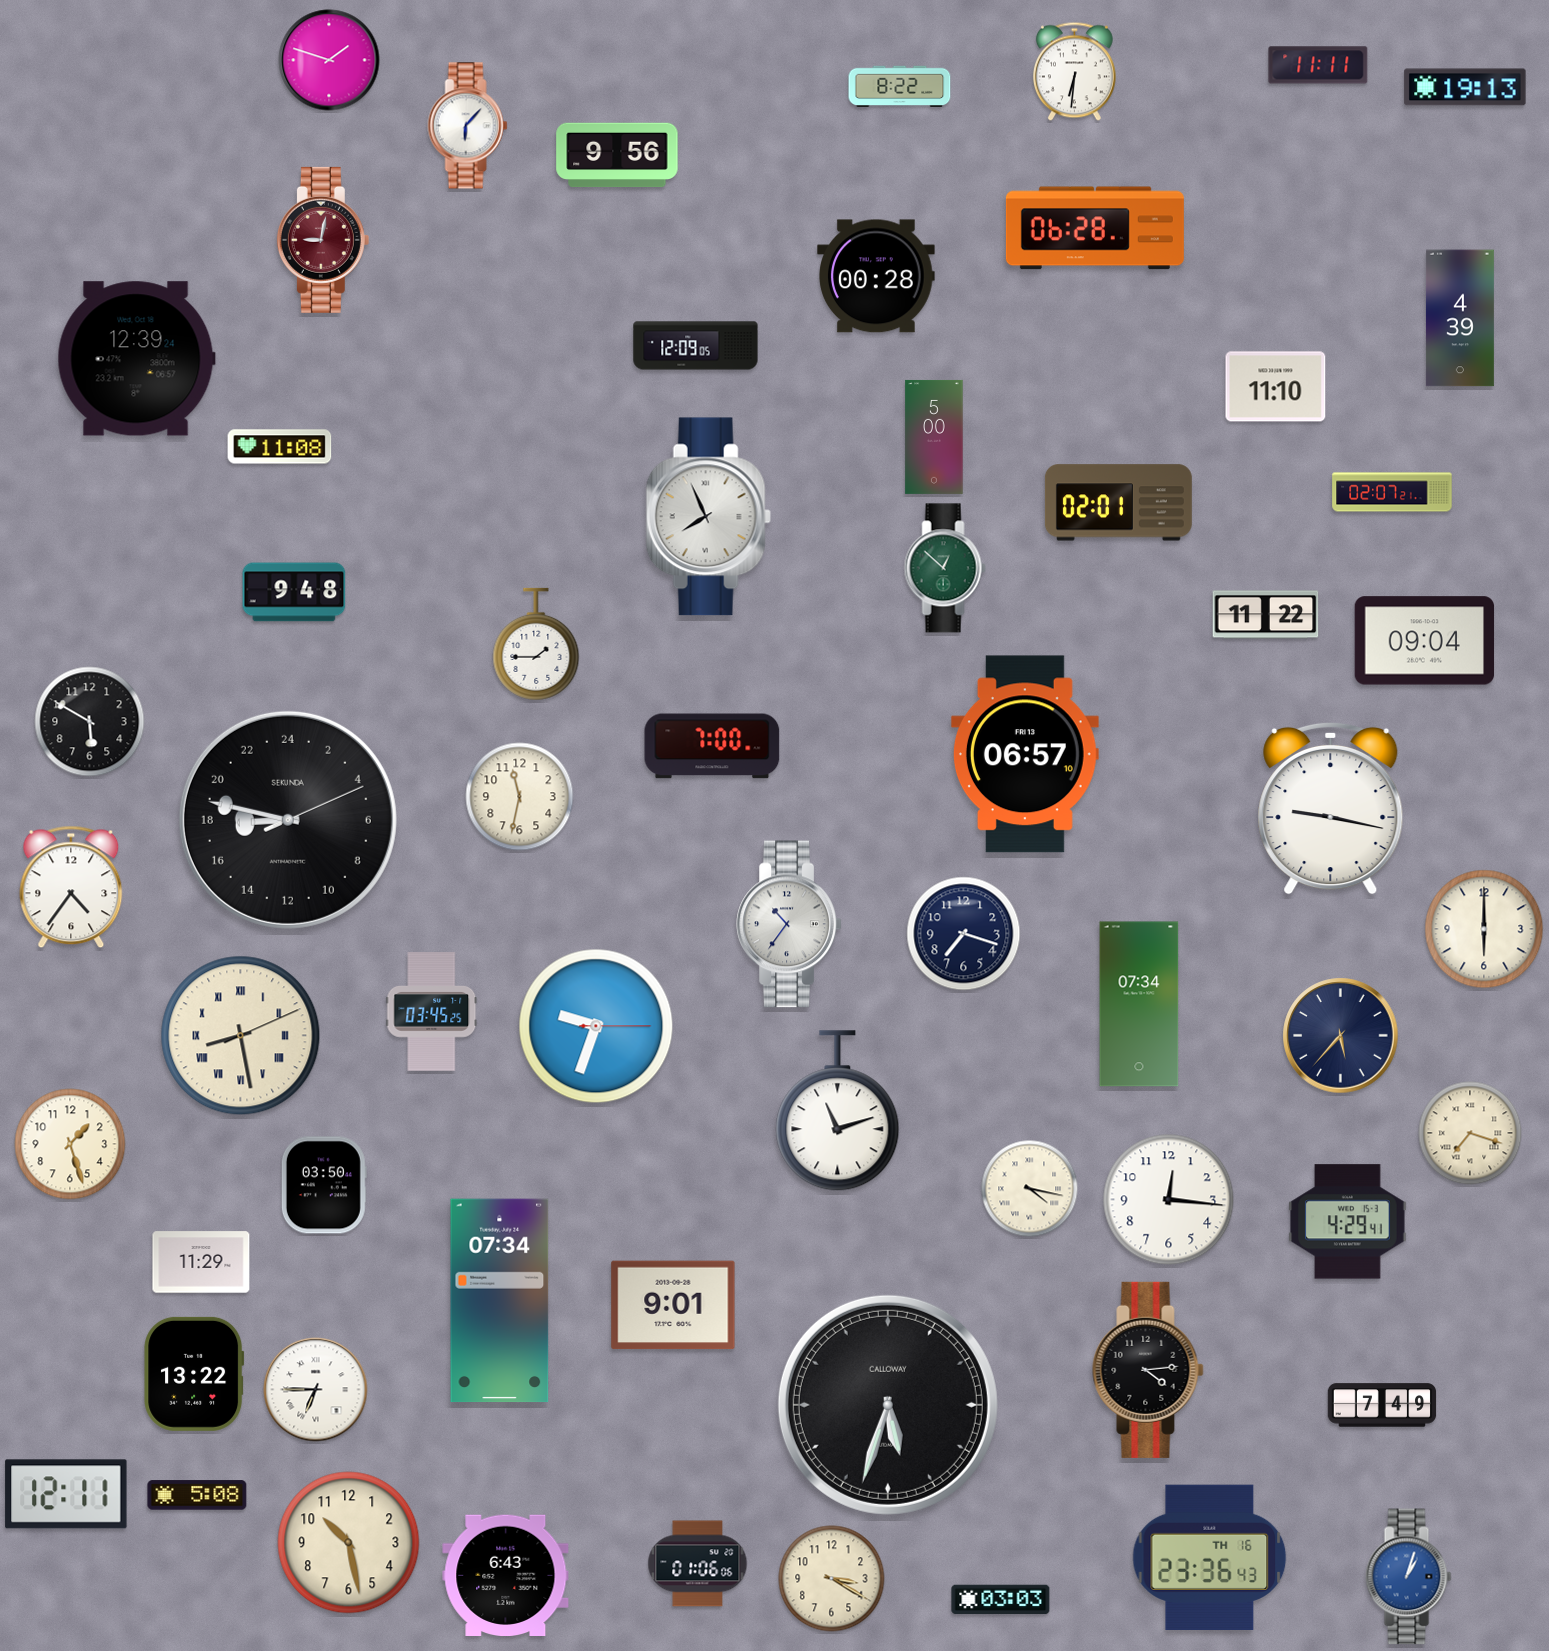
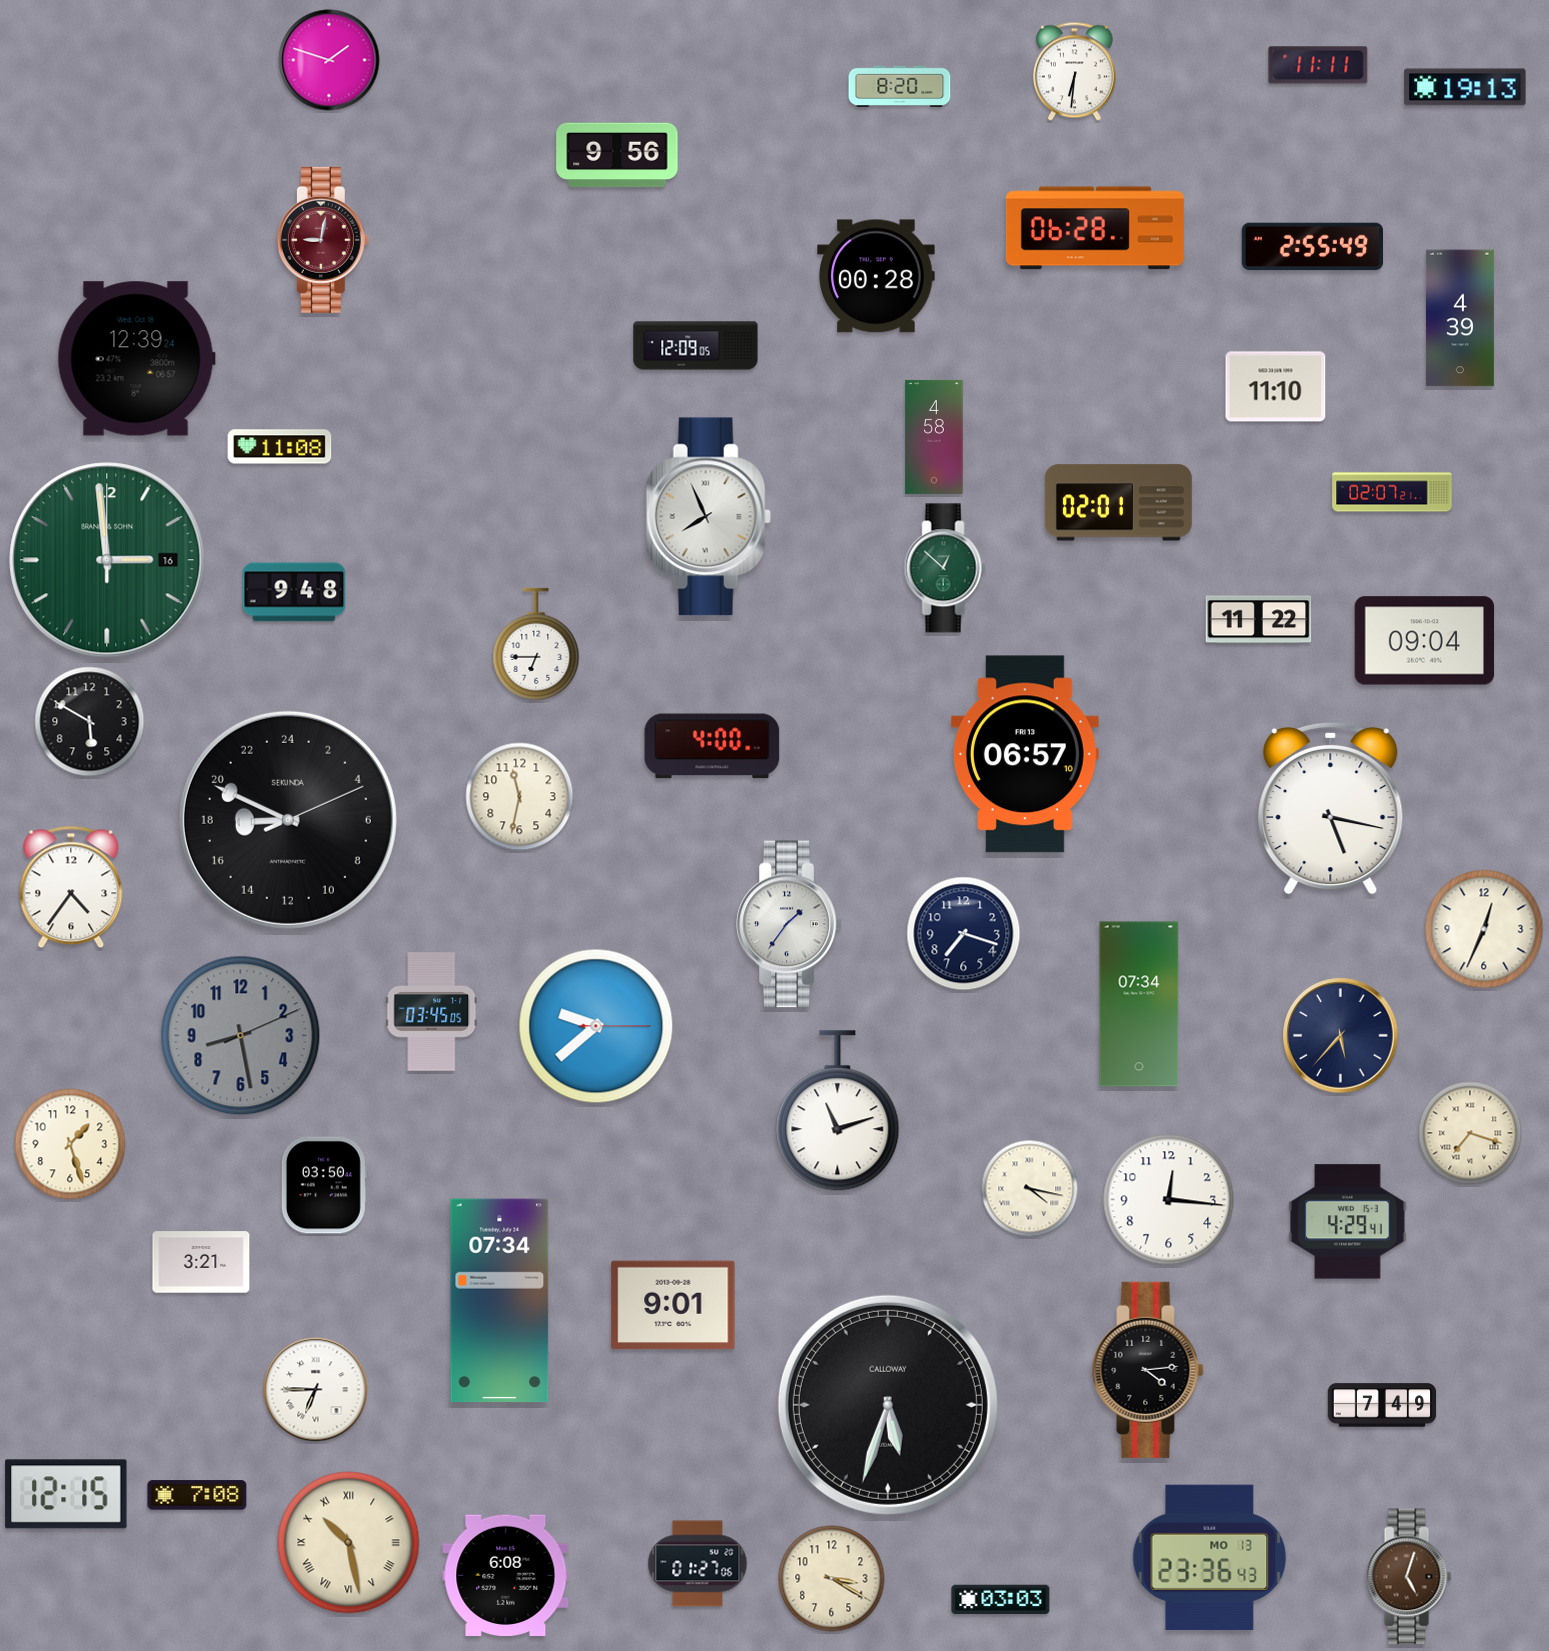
clock at (900, 86): 8:22 -> 8:20
clock at (468, 126): 6:07 -> none
clock at (1312, 247): none -> 2:55
clock at (934, 437): 5:00 -> 4:58
clock at (107, 560): none -> 2:59
clock at (1266, 615) position: (1266, 615) -> (1259, 620)
clock at (536, 644): 1:45 -> 6:45
clock at (712, 746): 7:00 -> 4:00
clock at (1331, 808): 9:17 -> 5:17
clock at (288, 820): 17:47 -> 17:49
clock at (789, 924): 10:36 -> 1:36
clock at (1484, 929): 6:00 -> 12:34
clock at (432, 1012): 03:45:25 -> 03:45:05
clock at (596, 1026): 9:33 -> 9:38
clock at (241, 1036) dial: cream -> grey
clock at (241, 1036) numerals: Roman -> Arabic
clock at (201, 1262): 11:29 -> 3:21
clock at (194, 1374): 13:22 -> none
clock at (66, 1494): 12:11 -> 12:15
clock at (197, 1495): 5:08 -> 7:08
clock at (349, 1543) numerals: Arabic -> Roman
clock at (1210, 1557) date: TH 16 -> MO 13
clock at (698, 1564): 01:06 -> 01:27
clock at (506, 1575): 6:43 -> 6:08
clock at (1409, 1577): 1:03 -> 5:03
clock at (1409, 1577) dial: blue -> brown
